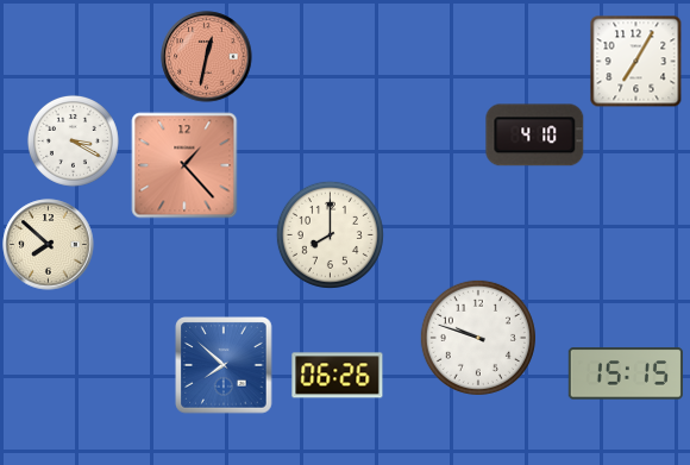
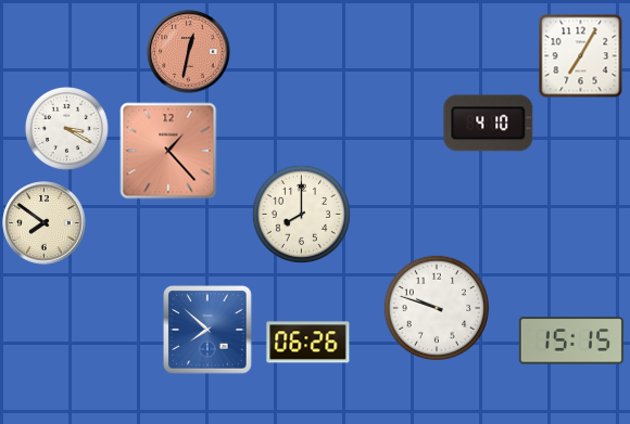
clock at (49, 245): 7:52 -> 7:51
clock at (224, 365) position: (224, 365) -> (207, 330)
